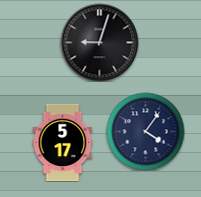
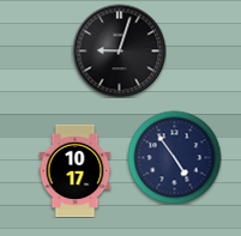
clock at (145, 131): 4:06 -> 4:54
clock at (63, 142): 5:17 -> 10:17
